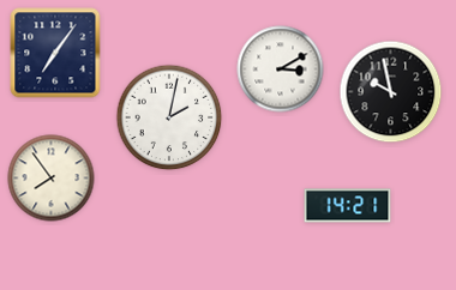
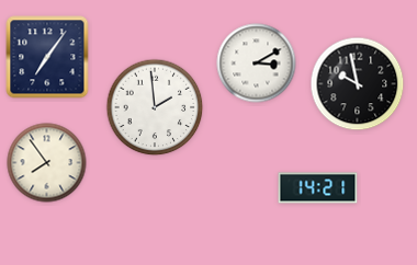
clock at (55, 53) position: (55, 53) -> (47, 57)
clock at (169, 117): 2:02 -> 1:59
